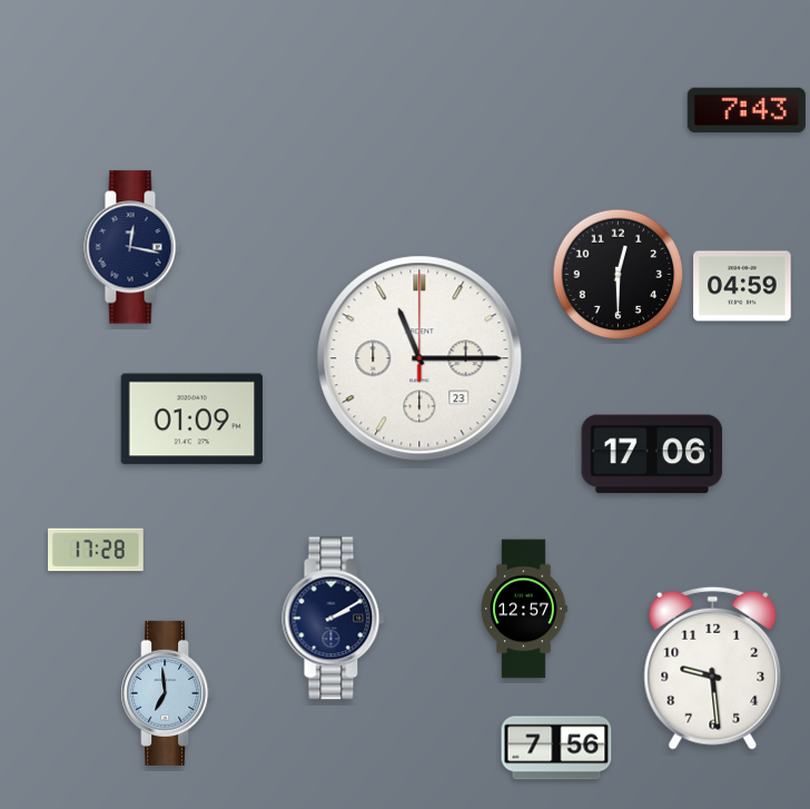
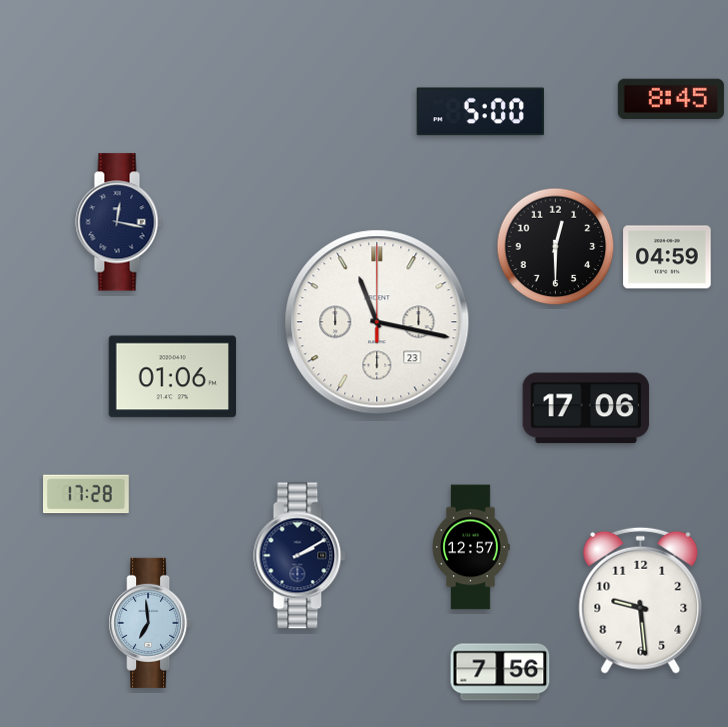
clock at (747, 110): 7:43 -> 8:45
clock at (481, 112): none -> 5:00
clock at (419, 358): 11:15 -> 11:17
clock at (191, 420): 01:09 -> 01:06
